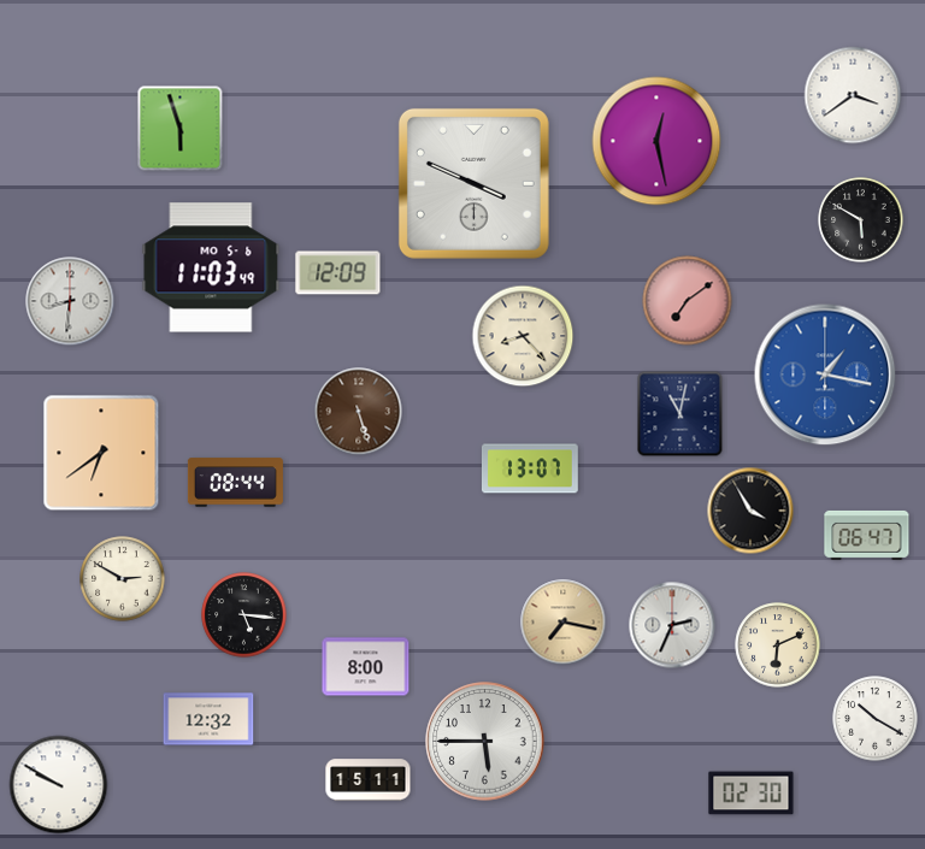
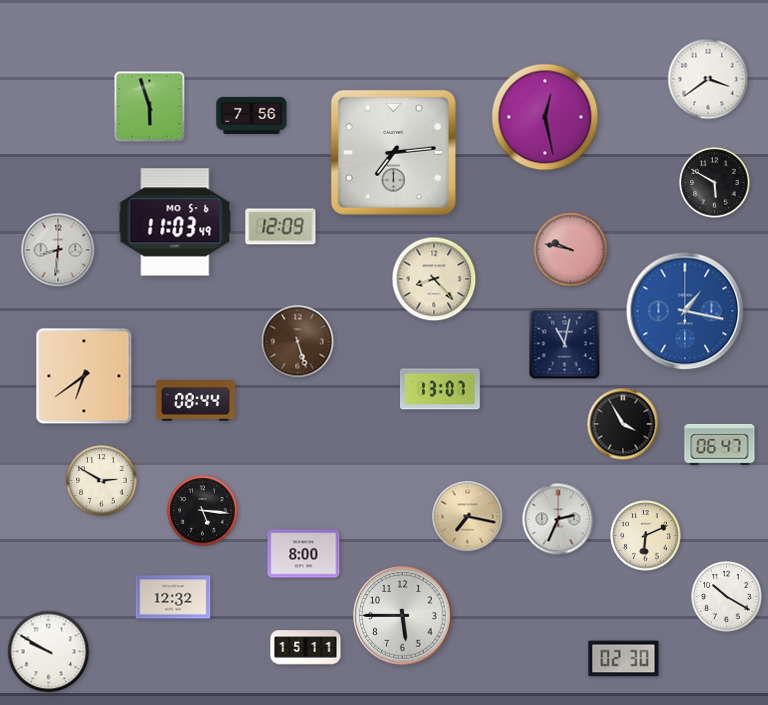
clock at (252, 115): none -> 7:56
clock at (473, 183): 3:49 -> 7:14
clock at (688, 301): 7:09 -> 9:47
